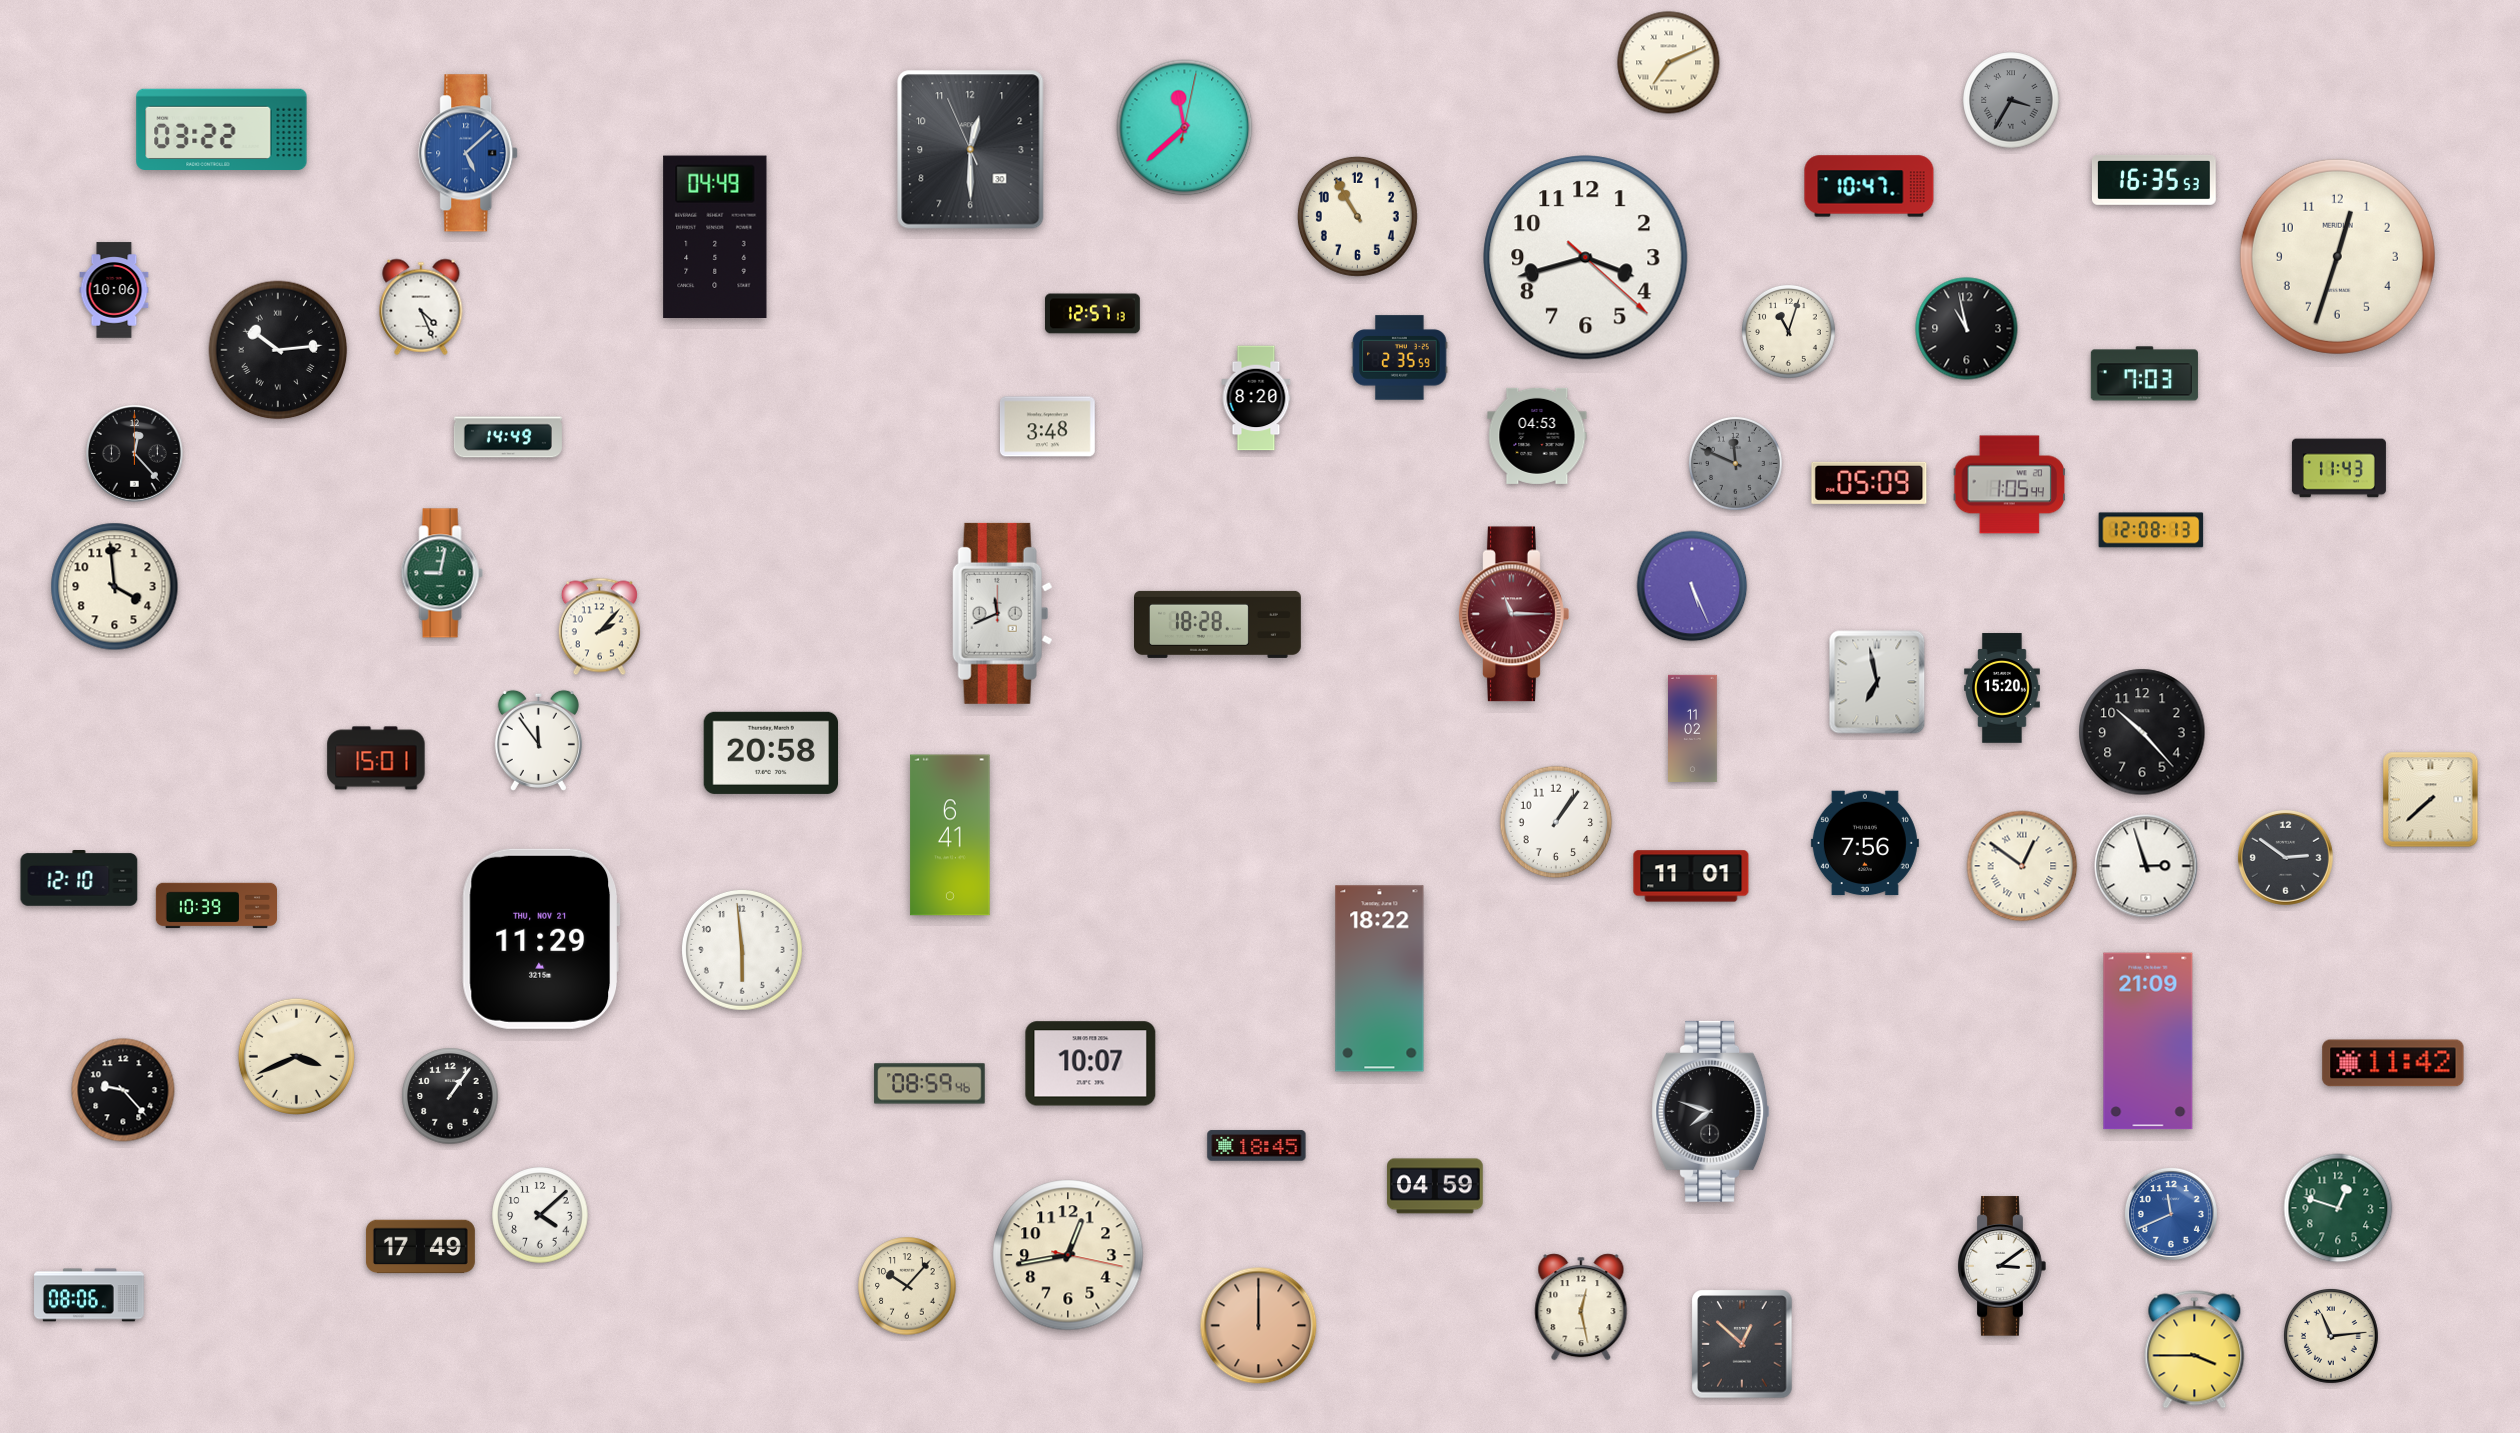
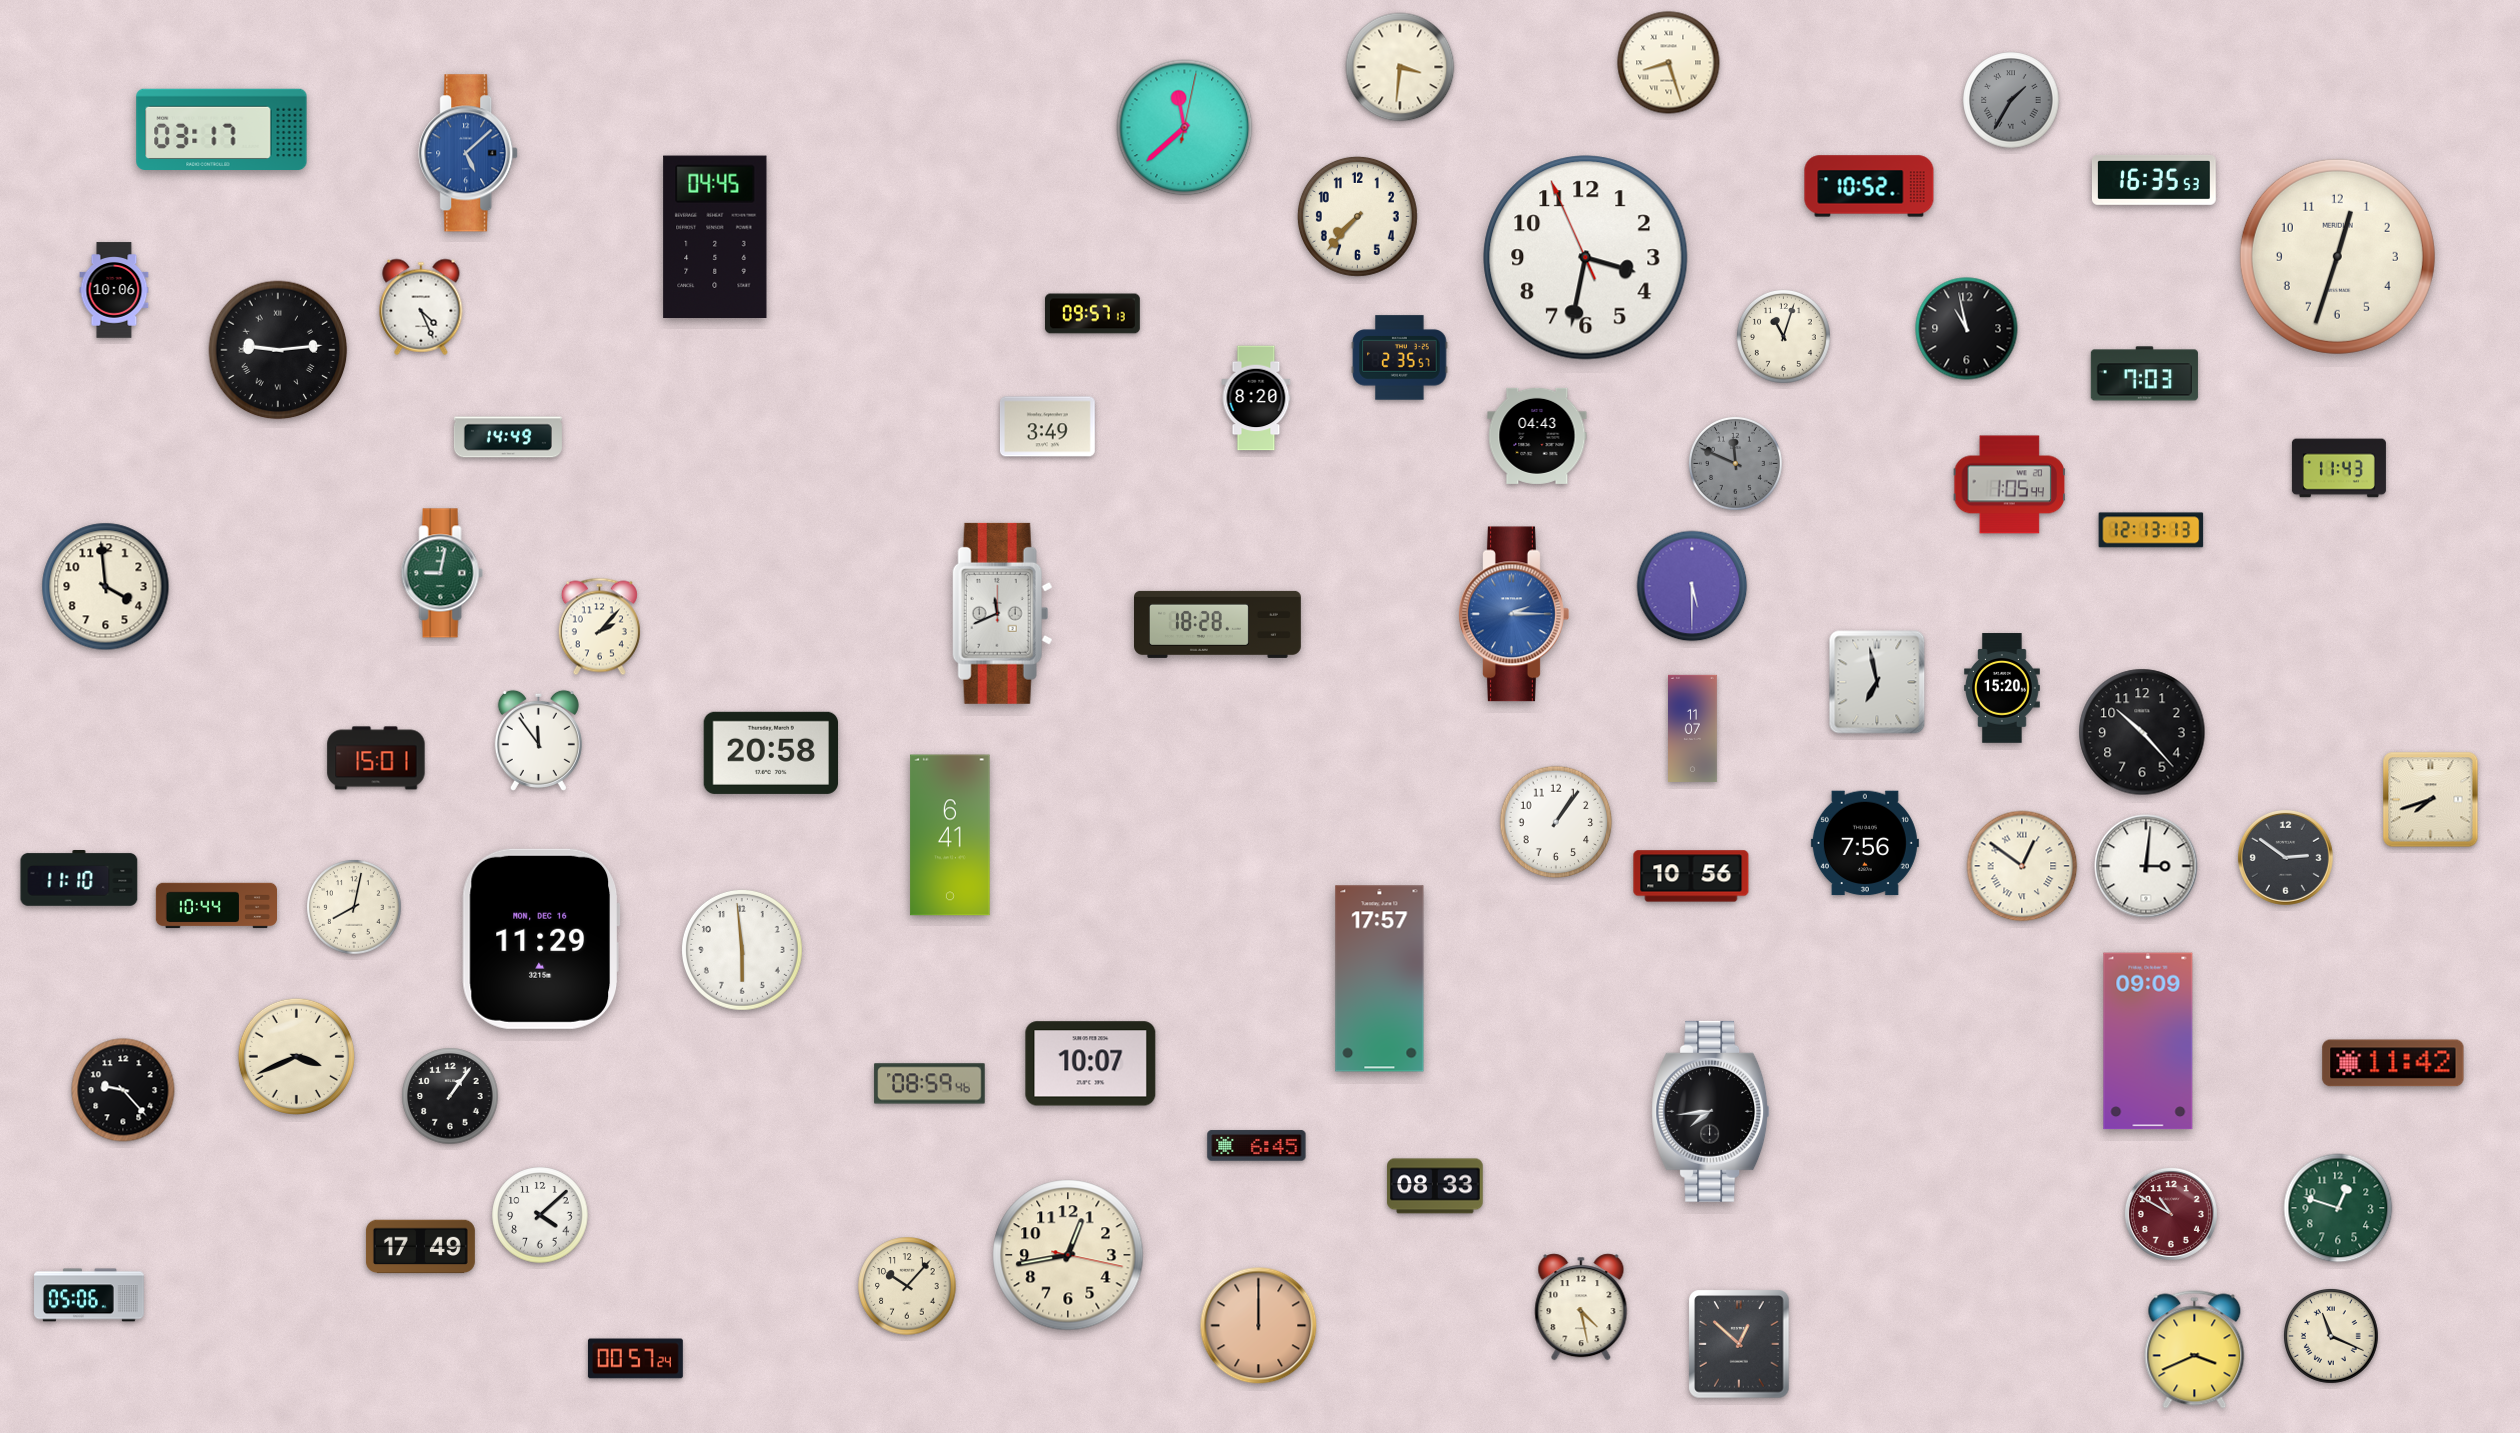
clock at (1669, 63): 7:11 -> 8:27
clock at (1400, 67): none -> 3:31
clock at (2011, 100): 3:35 -> 1:35
clock at (222, 129): 03:22 -> 03:17
clock at (971, 150): 12:29 -> none
clock at (1869, 186): 10:47 -> 10:52
clock at (1357, 216): 10:55 -> 7:37
clock at (715, 236): 04:49 -> 04:45
clock at (1586, 258): 3:42 -> 3:31
clock at (1093, 314): 12:57 -> 09:57
clock at (1788, 331) position: (1788, 331) -> (1783, 336)
clock at (278, 350): 10:14 -> 9:14
clock at (1400, 358): 2:35:59 -> 2:35:57
clock at (1047, 427): 3:48 -> 3:49
clock at (1537, 436): 04:53 -> 04:43
clock at (135, 454): 12:23 -> none
clock at (1869, 483): 05:09 -> none
clock at (2151, 530): 12:08 -> 12:13
clock at (1692, 586): 5:26 -> 5:30
clock at (115, 587) position: (115, 587) -> (106, 587)
clock at (1514, 614): 11:15 -> 2:15
clock at (1514, 614) dial: burgundy -> blue
clock at (1693, 728): 11:02 -> 11:07
clock at (2431, 800): 7:38 -> 7:42
clock at (2146, 866): 2:57 -> 3:01
clock at (1691, 876): 11:01 -> 10:56
clock at (79, 879): 12:10 -> 11:10
clock at (216, 906): 10:39 -> 10:44
clock at (355, 908): none -> 8:02
clock at (540, 939) date: THU, NOV 21 -> MON, DEC 16
clock at (1380, 979): 18:22 -> 17:57
clock at (2148, 1041): 21:09 -> 09:09
clock at (1711, 1111): 7:48 -> 7:44
clock at (1257, 1146): 18:45 -> 6:45
clock at (1435, 1186): 04:59 -> 08:33
clock at (2171, 1214): 11:41 -> 10:50
clock at (2171, 1214) dial: blue -> burgundy
clock at (2002, 1266): 3:09 -> none
clock at (89, 1295): 08:06 -> 05:06
clock at (1581, 1307): 12:28 -> 4:28
clock at (2332, 1337): 11:14 -> 11:19
clock at (1742, 1344) position: (1742, 1344) -> (1739, 1344)
clock at (2195, 1350): 3:45 -> 3:41
clock at (635, 1359): none -> 00:57
